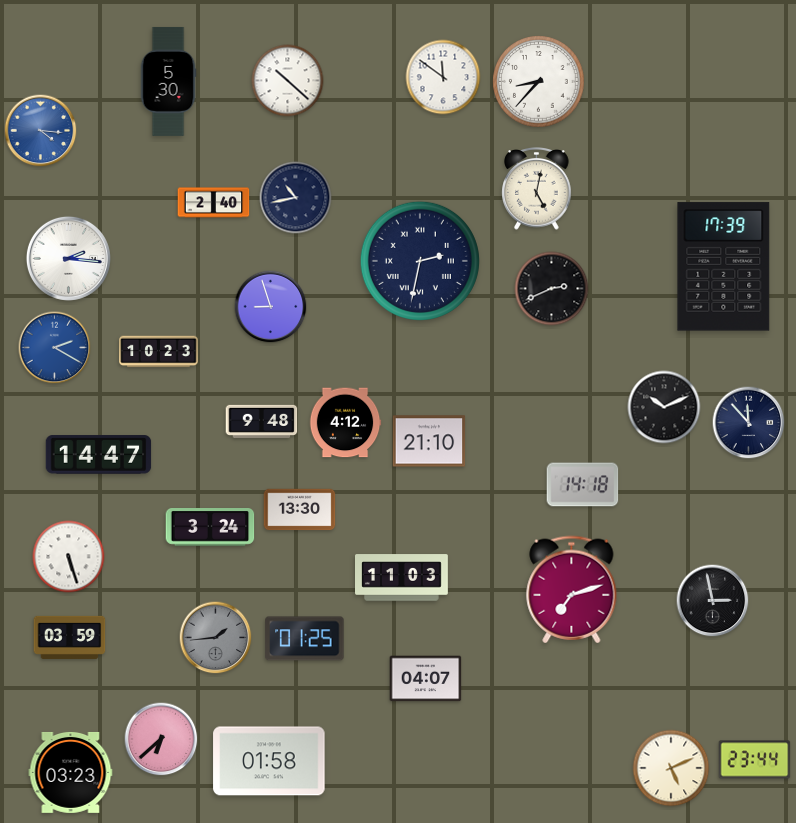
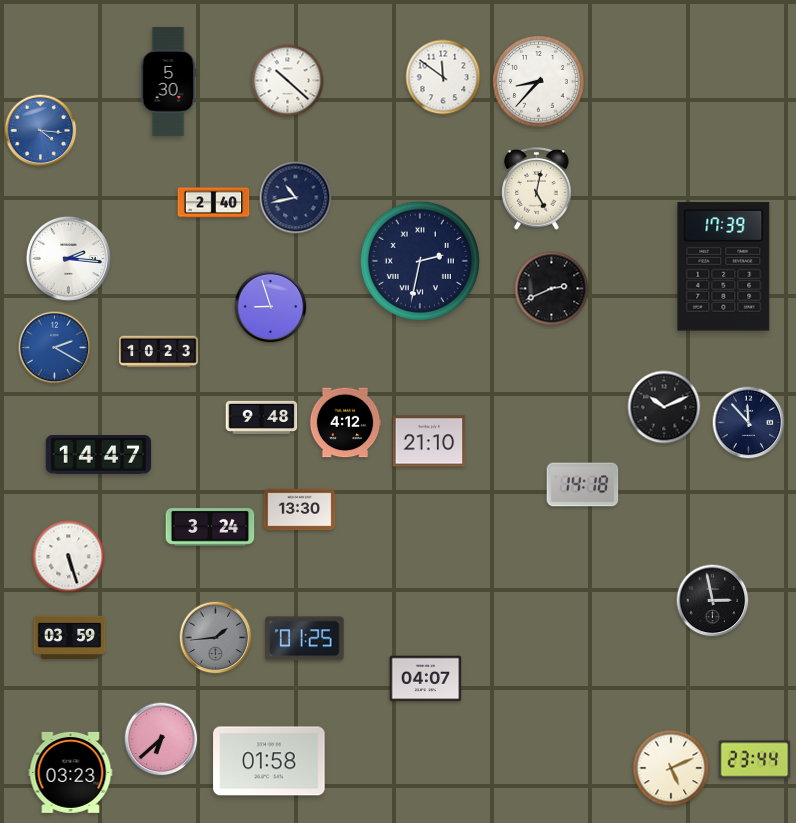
clock at (262, 421) position: (262, 421) -> (262, 417)
clock at (402, 578): 11:03 -> none
clock at (572, 590): 7:12 -> none
